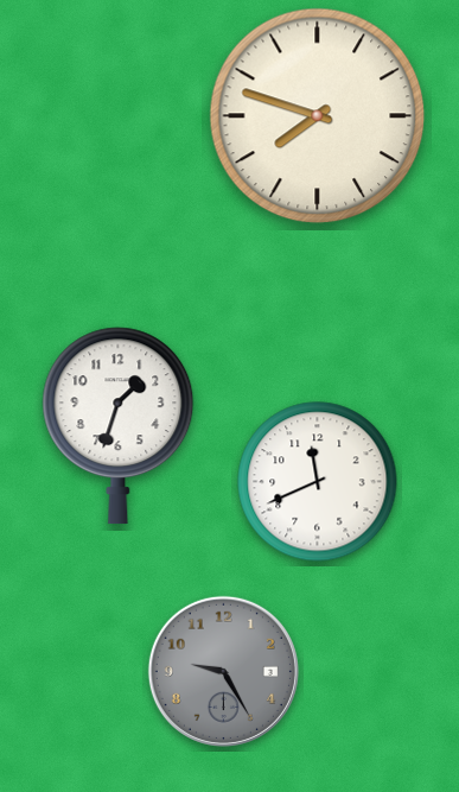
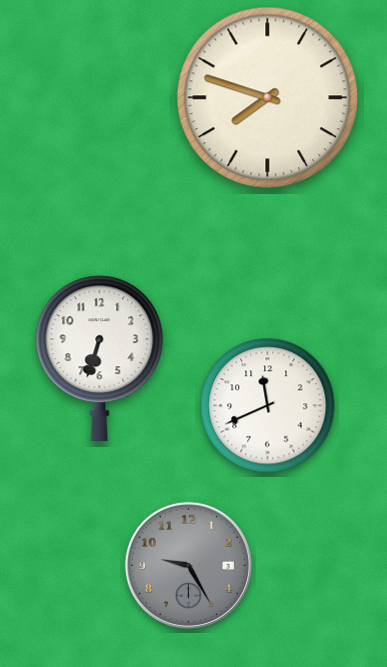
clock at (119, 426): 1:33 -> 6:33
